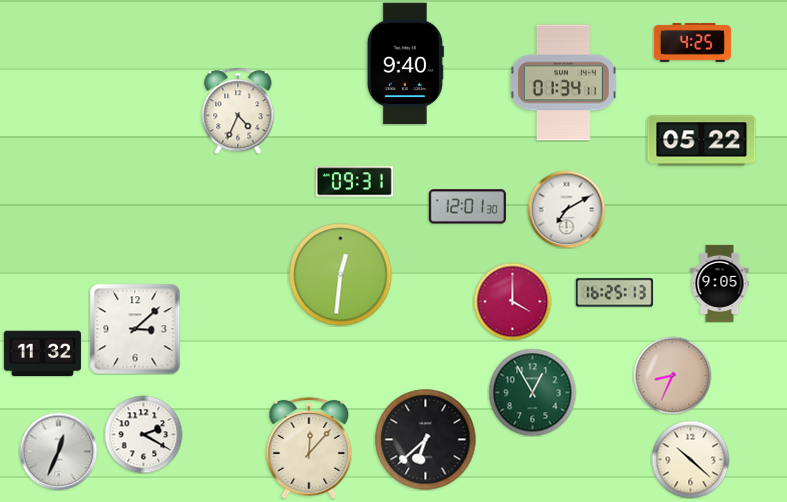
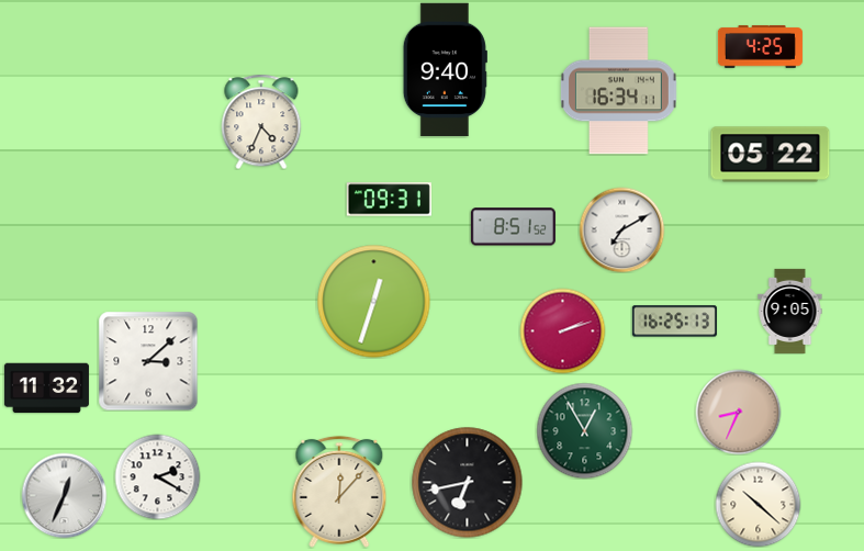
clock at (563, 83): 01:34 -> 16:34
clock at (467, 207): 12:01 -> 8:51
clock at (341, 275): 12:31 -> 12:33
clock at (512, 301): 4:00 -> 2:12
clock at (426, 440): 6:38 -> 6:43
